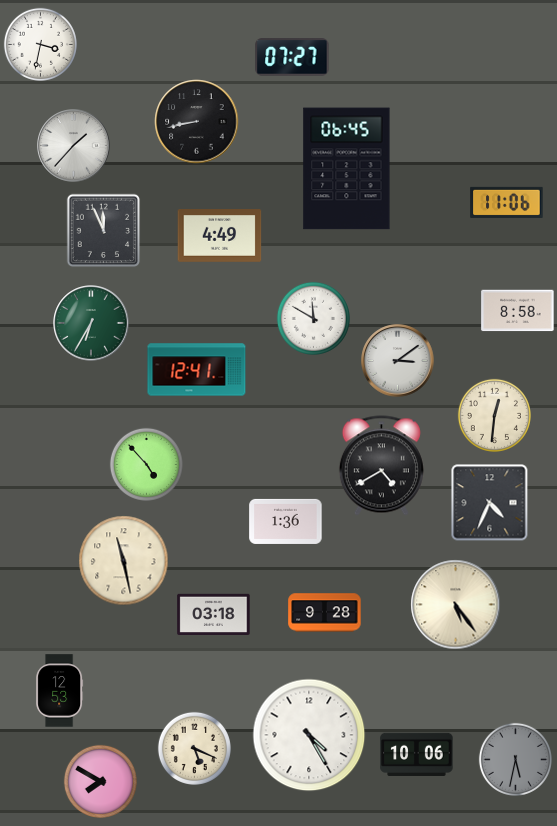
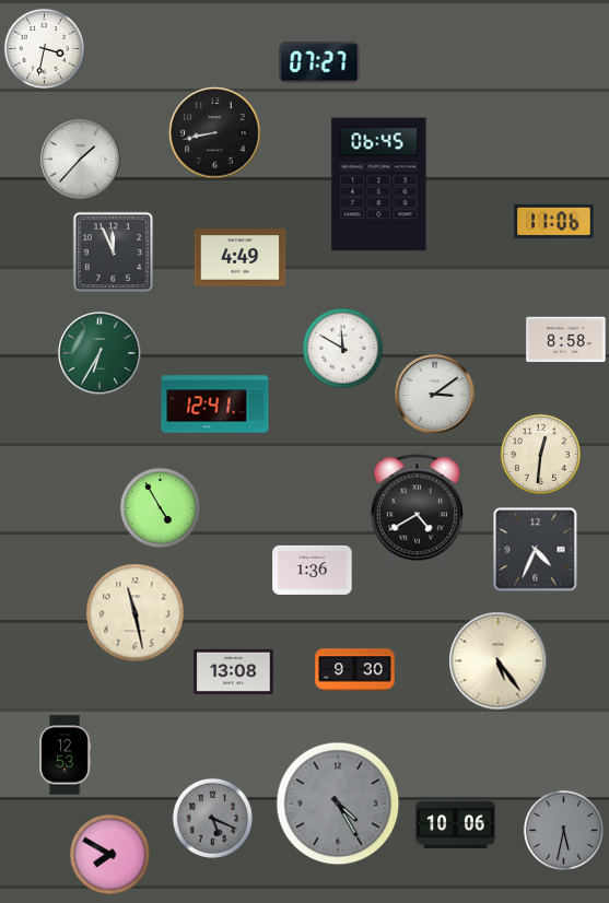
clock at (146, 464): 4:53 -> 4:55
clock at (325, 613): 9:28 -> 9:30
clock at (214, 614): 03:18 -> 13:08
clock at (309, 735) dial: white -> grey
clock at (194, 748) dial: cream -> grey
